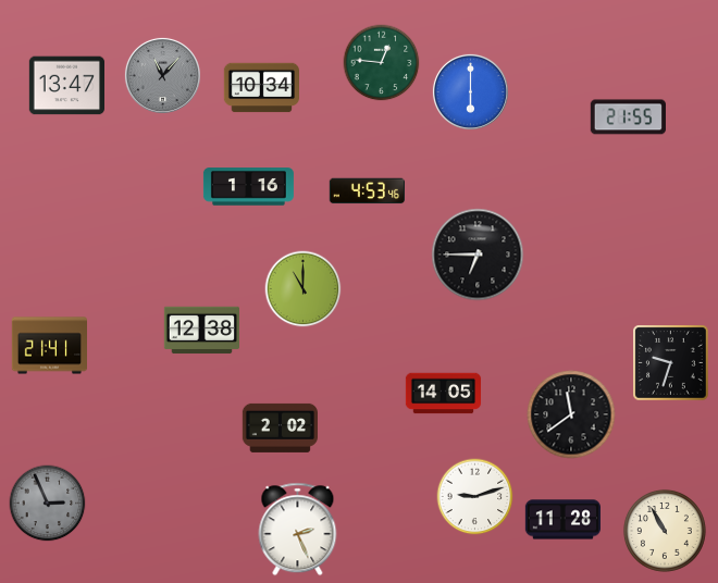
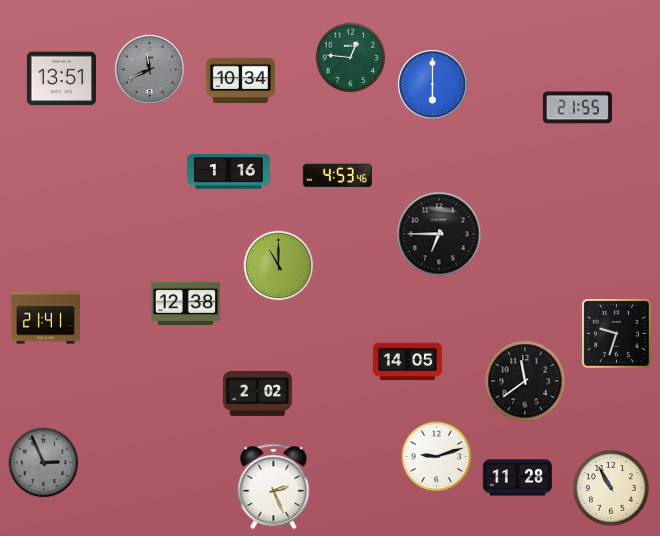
clock at (162, 75): 11:07 -> 11:41
clock at (66, 86): 13:47 -> 13:51
